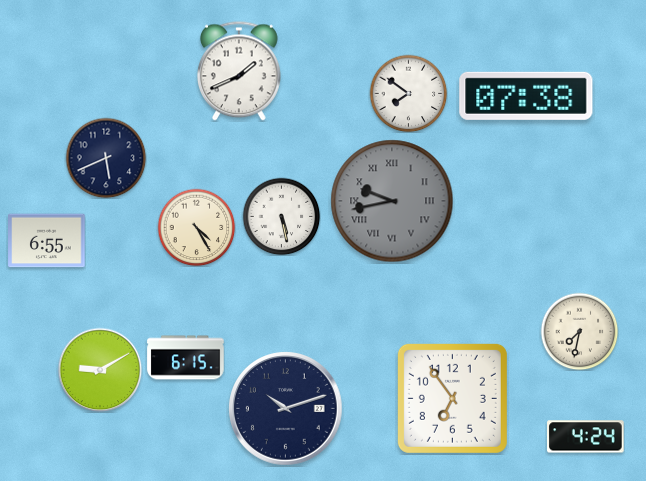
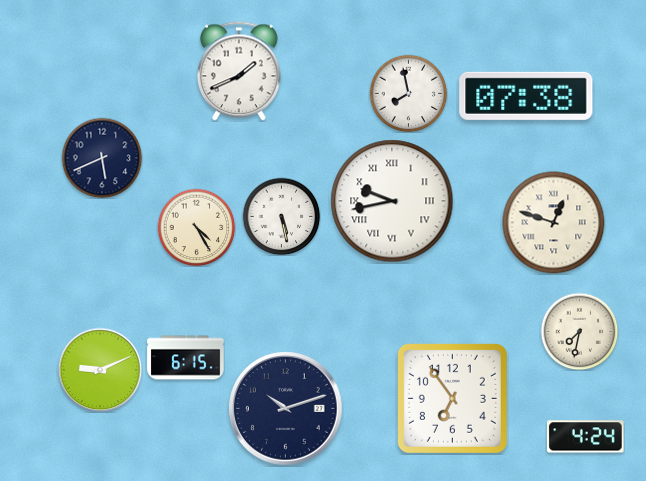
clock at (408, 93): 7:51 -> 7:58
clock at (106, 158) position: (106, 158) -> (102, 158)
clock at (392, 201) dial: grey -> white
clock at (554, 223): none -> 12:48
clock at (47, 241): 6:55 -> none
clock at (100, 370): 9:10 -> 9:11
